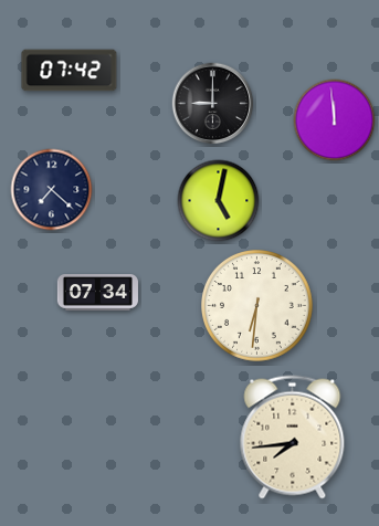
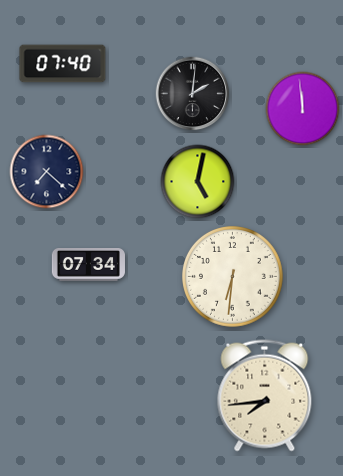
clock at (70, 71): 07:42 -> 07:40
clock at (213, 104): 9:00 -> 2:01
